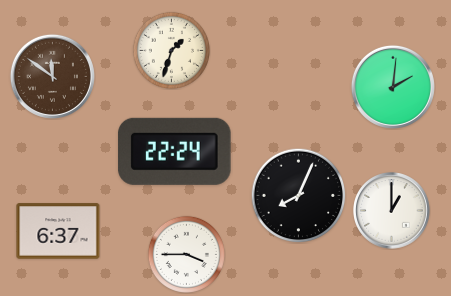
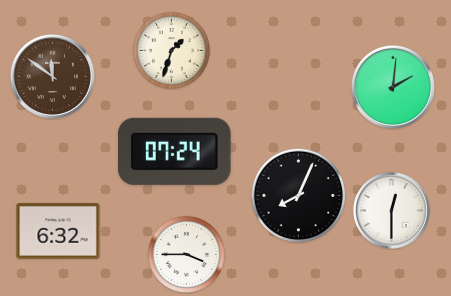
clock at (175, 151): 22:24 -> 07:24
clock at (392, 211): 1:00 -> 12:30
clock at (58, 231): 6:37 -> 6:32
